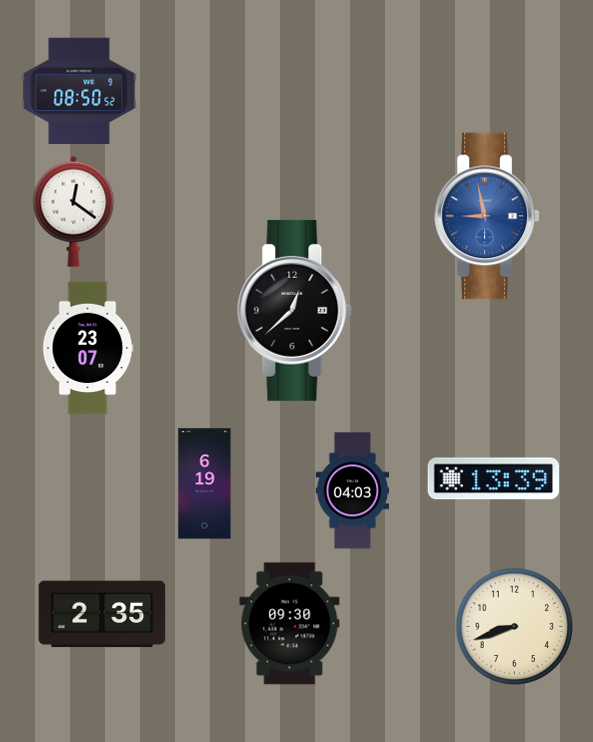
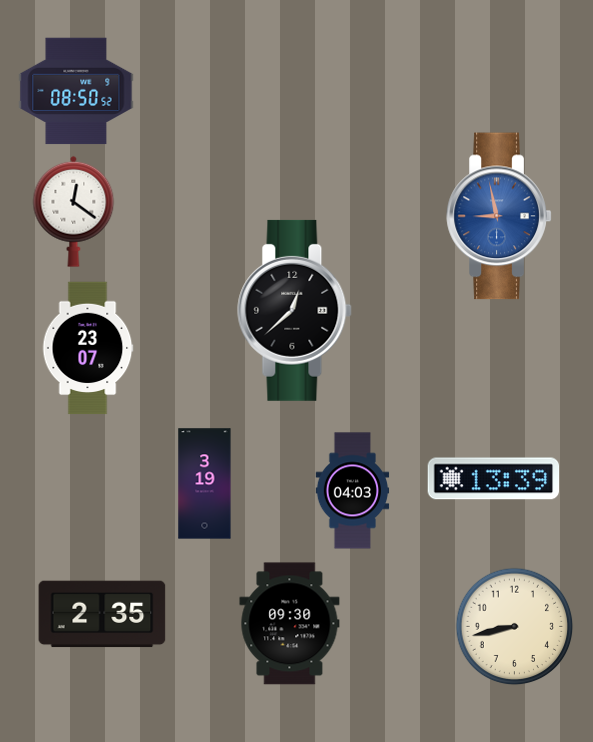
clock at (79, 91) position: (79, 91) -> (76, 91)
clock at (487, 216) position: (487, 216) -> (499, 216)
clock at (205, 484): 6:19 -> 3:19
clock at (515, 627): 8:42 -> 8:43
